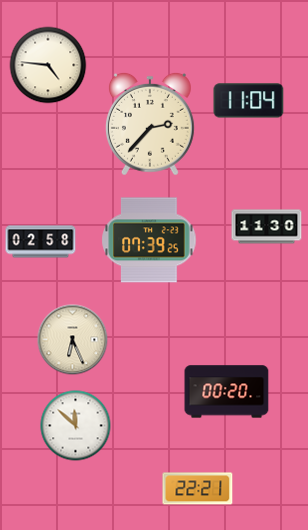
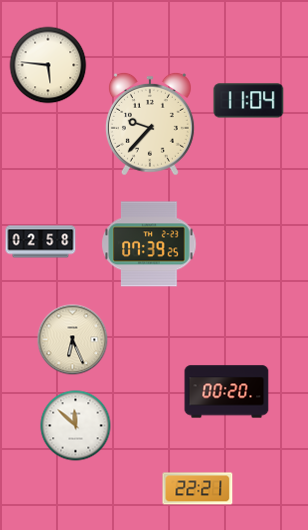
clock at (48, 65): 4:46 -> 5:46
clock at (150, 124): 2:37 -> 9:37
clock at (267, 227): 11:30 -> none
clock at (149, 240) position: (149, 240) -> (149, 244)
